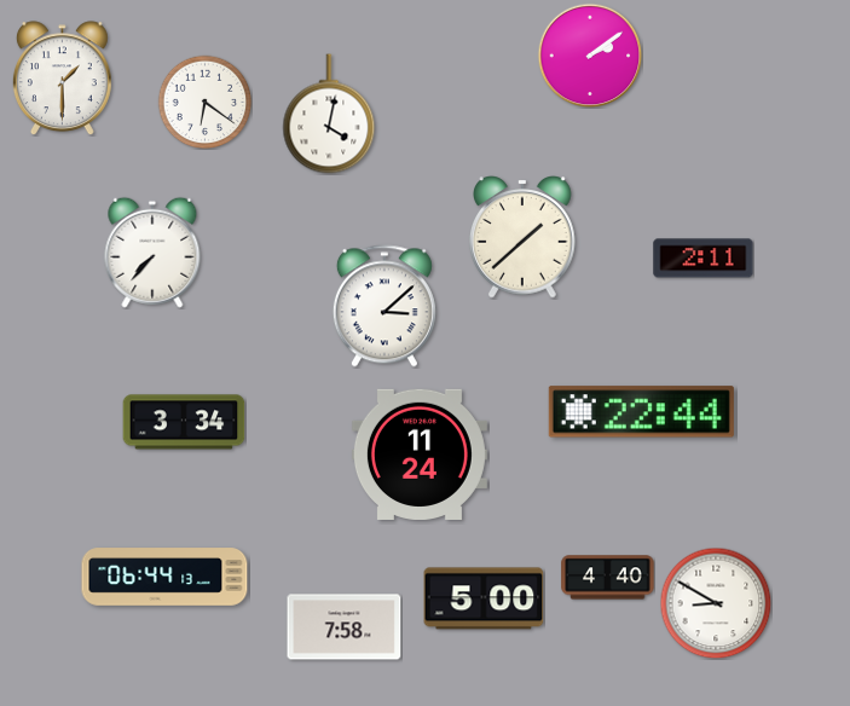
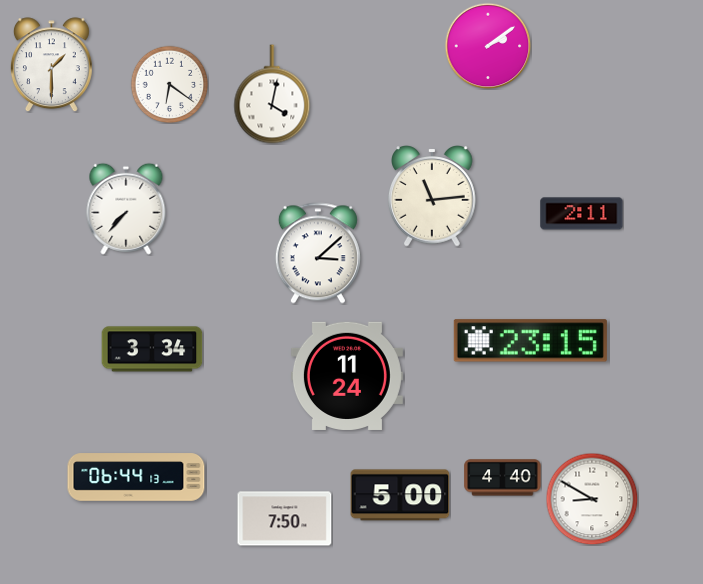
clock at (522, 237): 1:38 -> 11:14
clock at (641, 412): 22:44 -> 23:15
clock at (345, 627): 7:58 -> 7:50
